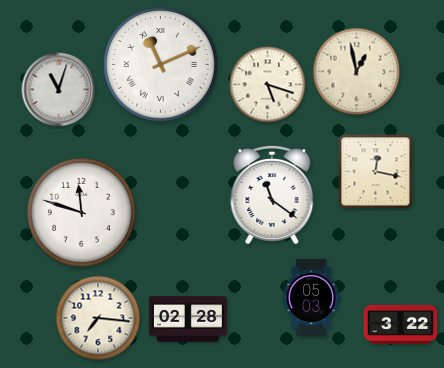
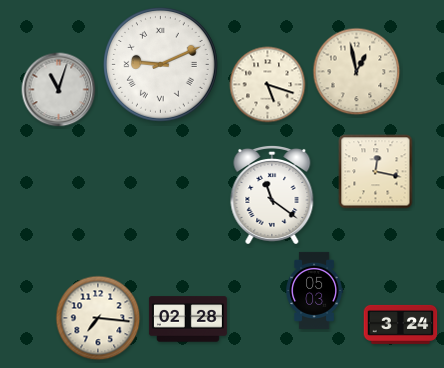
clock at (161, 65): 11:11 -> 9:11
clock at (81, 212): 11:48 -> none
clock at (312, 297) position: (312, 297) -> (315, 290)
clock at (401, 324): 3:22 -> 3:24
